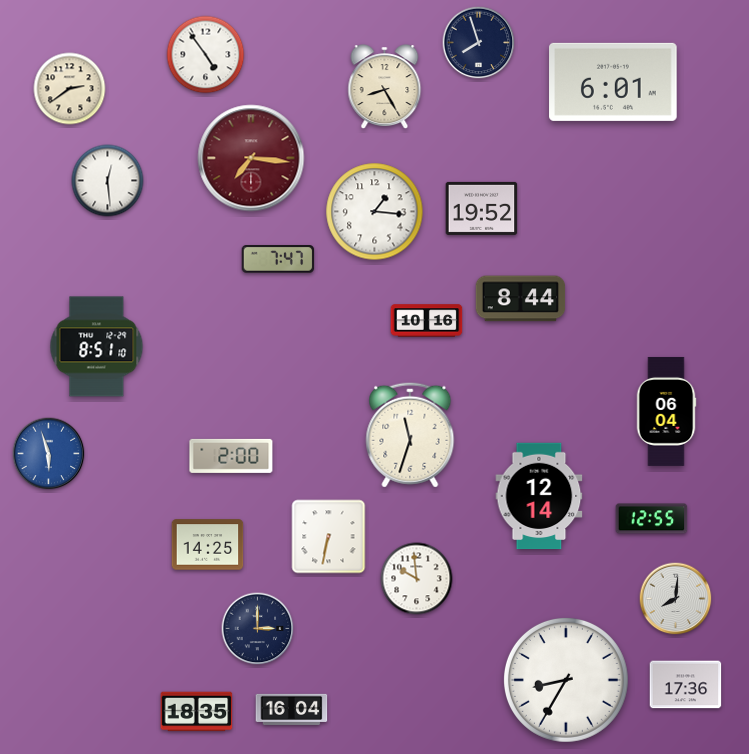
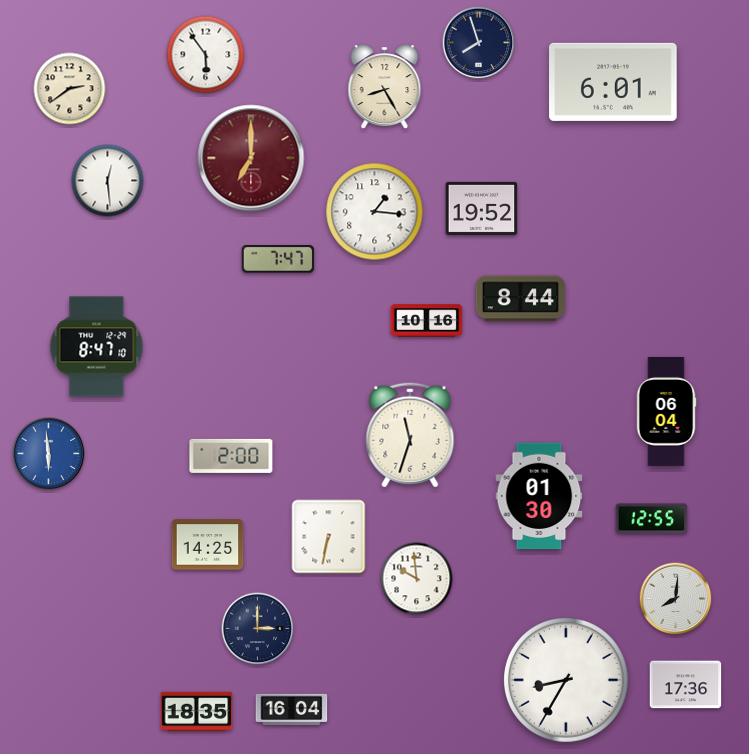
clock at (206, 55): 4:54 -> 5:54
clock at (251, 158): 7:16 -> 7:00
clock at (97, 347): 8:51 -> 8:47
clock at (49, 454): 5:57 -> 5:59
clock at (539, 496): 12:14 -> 01:30
